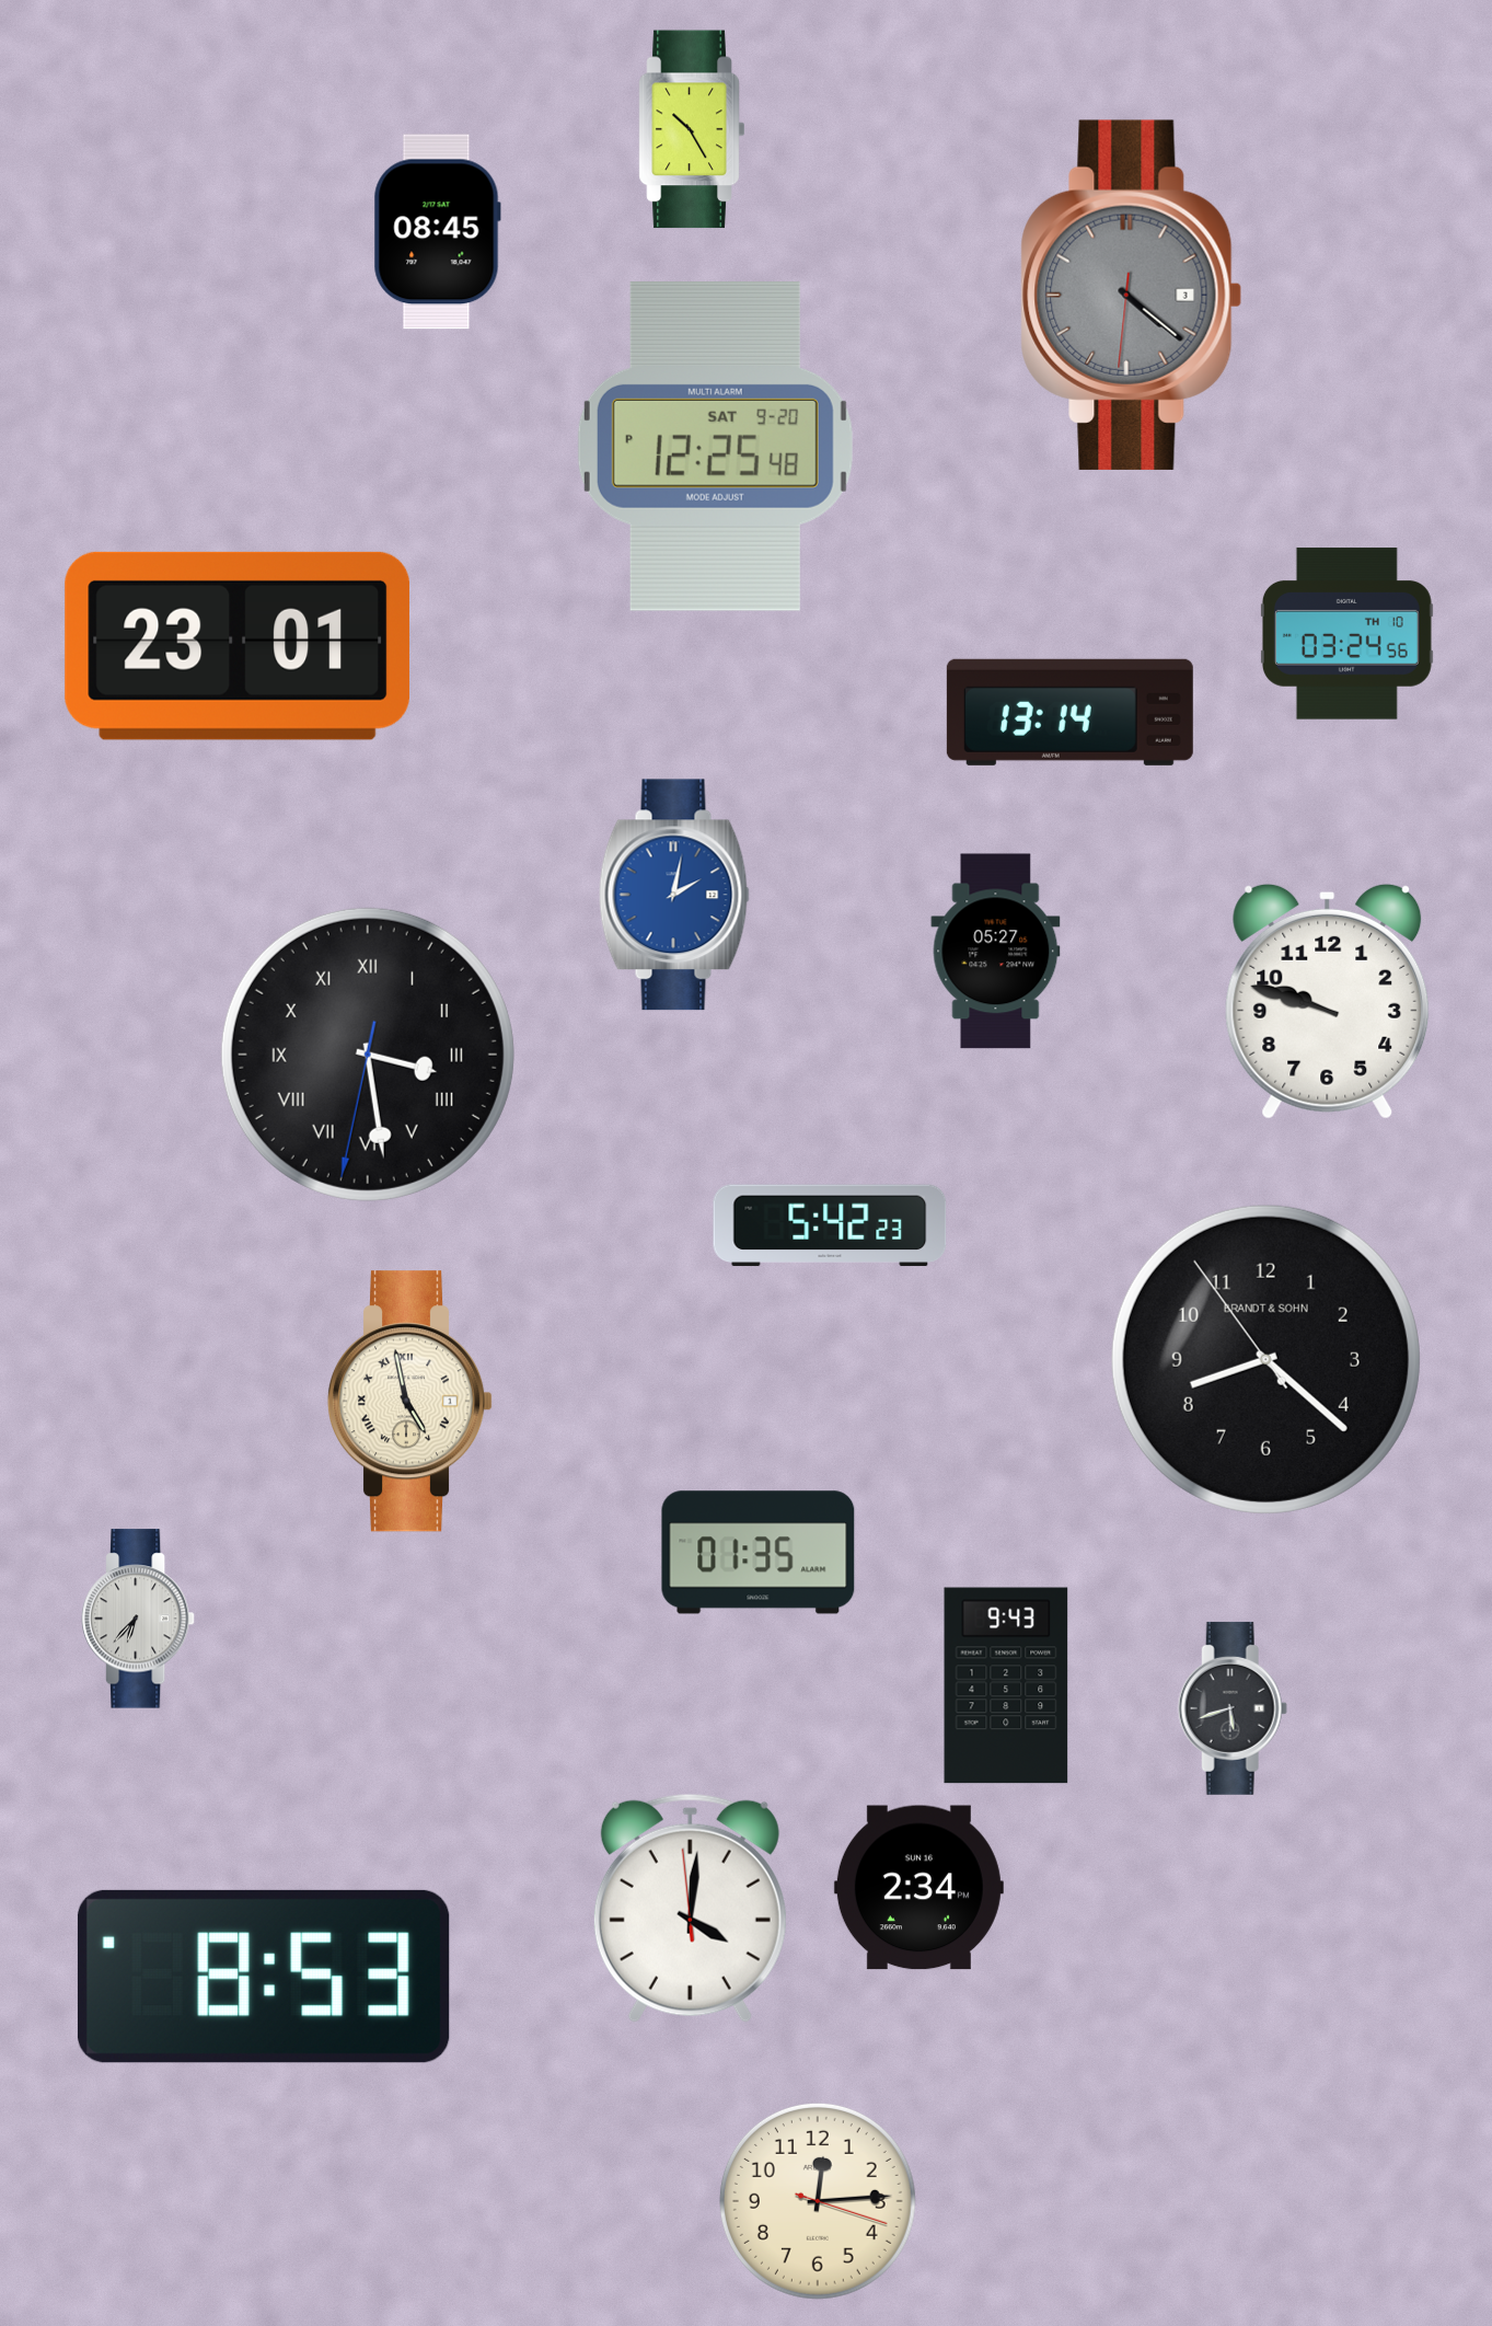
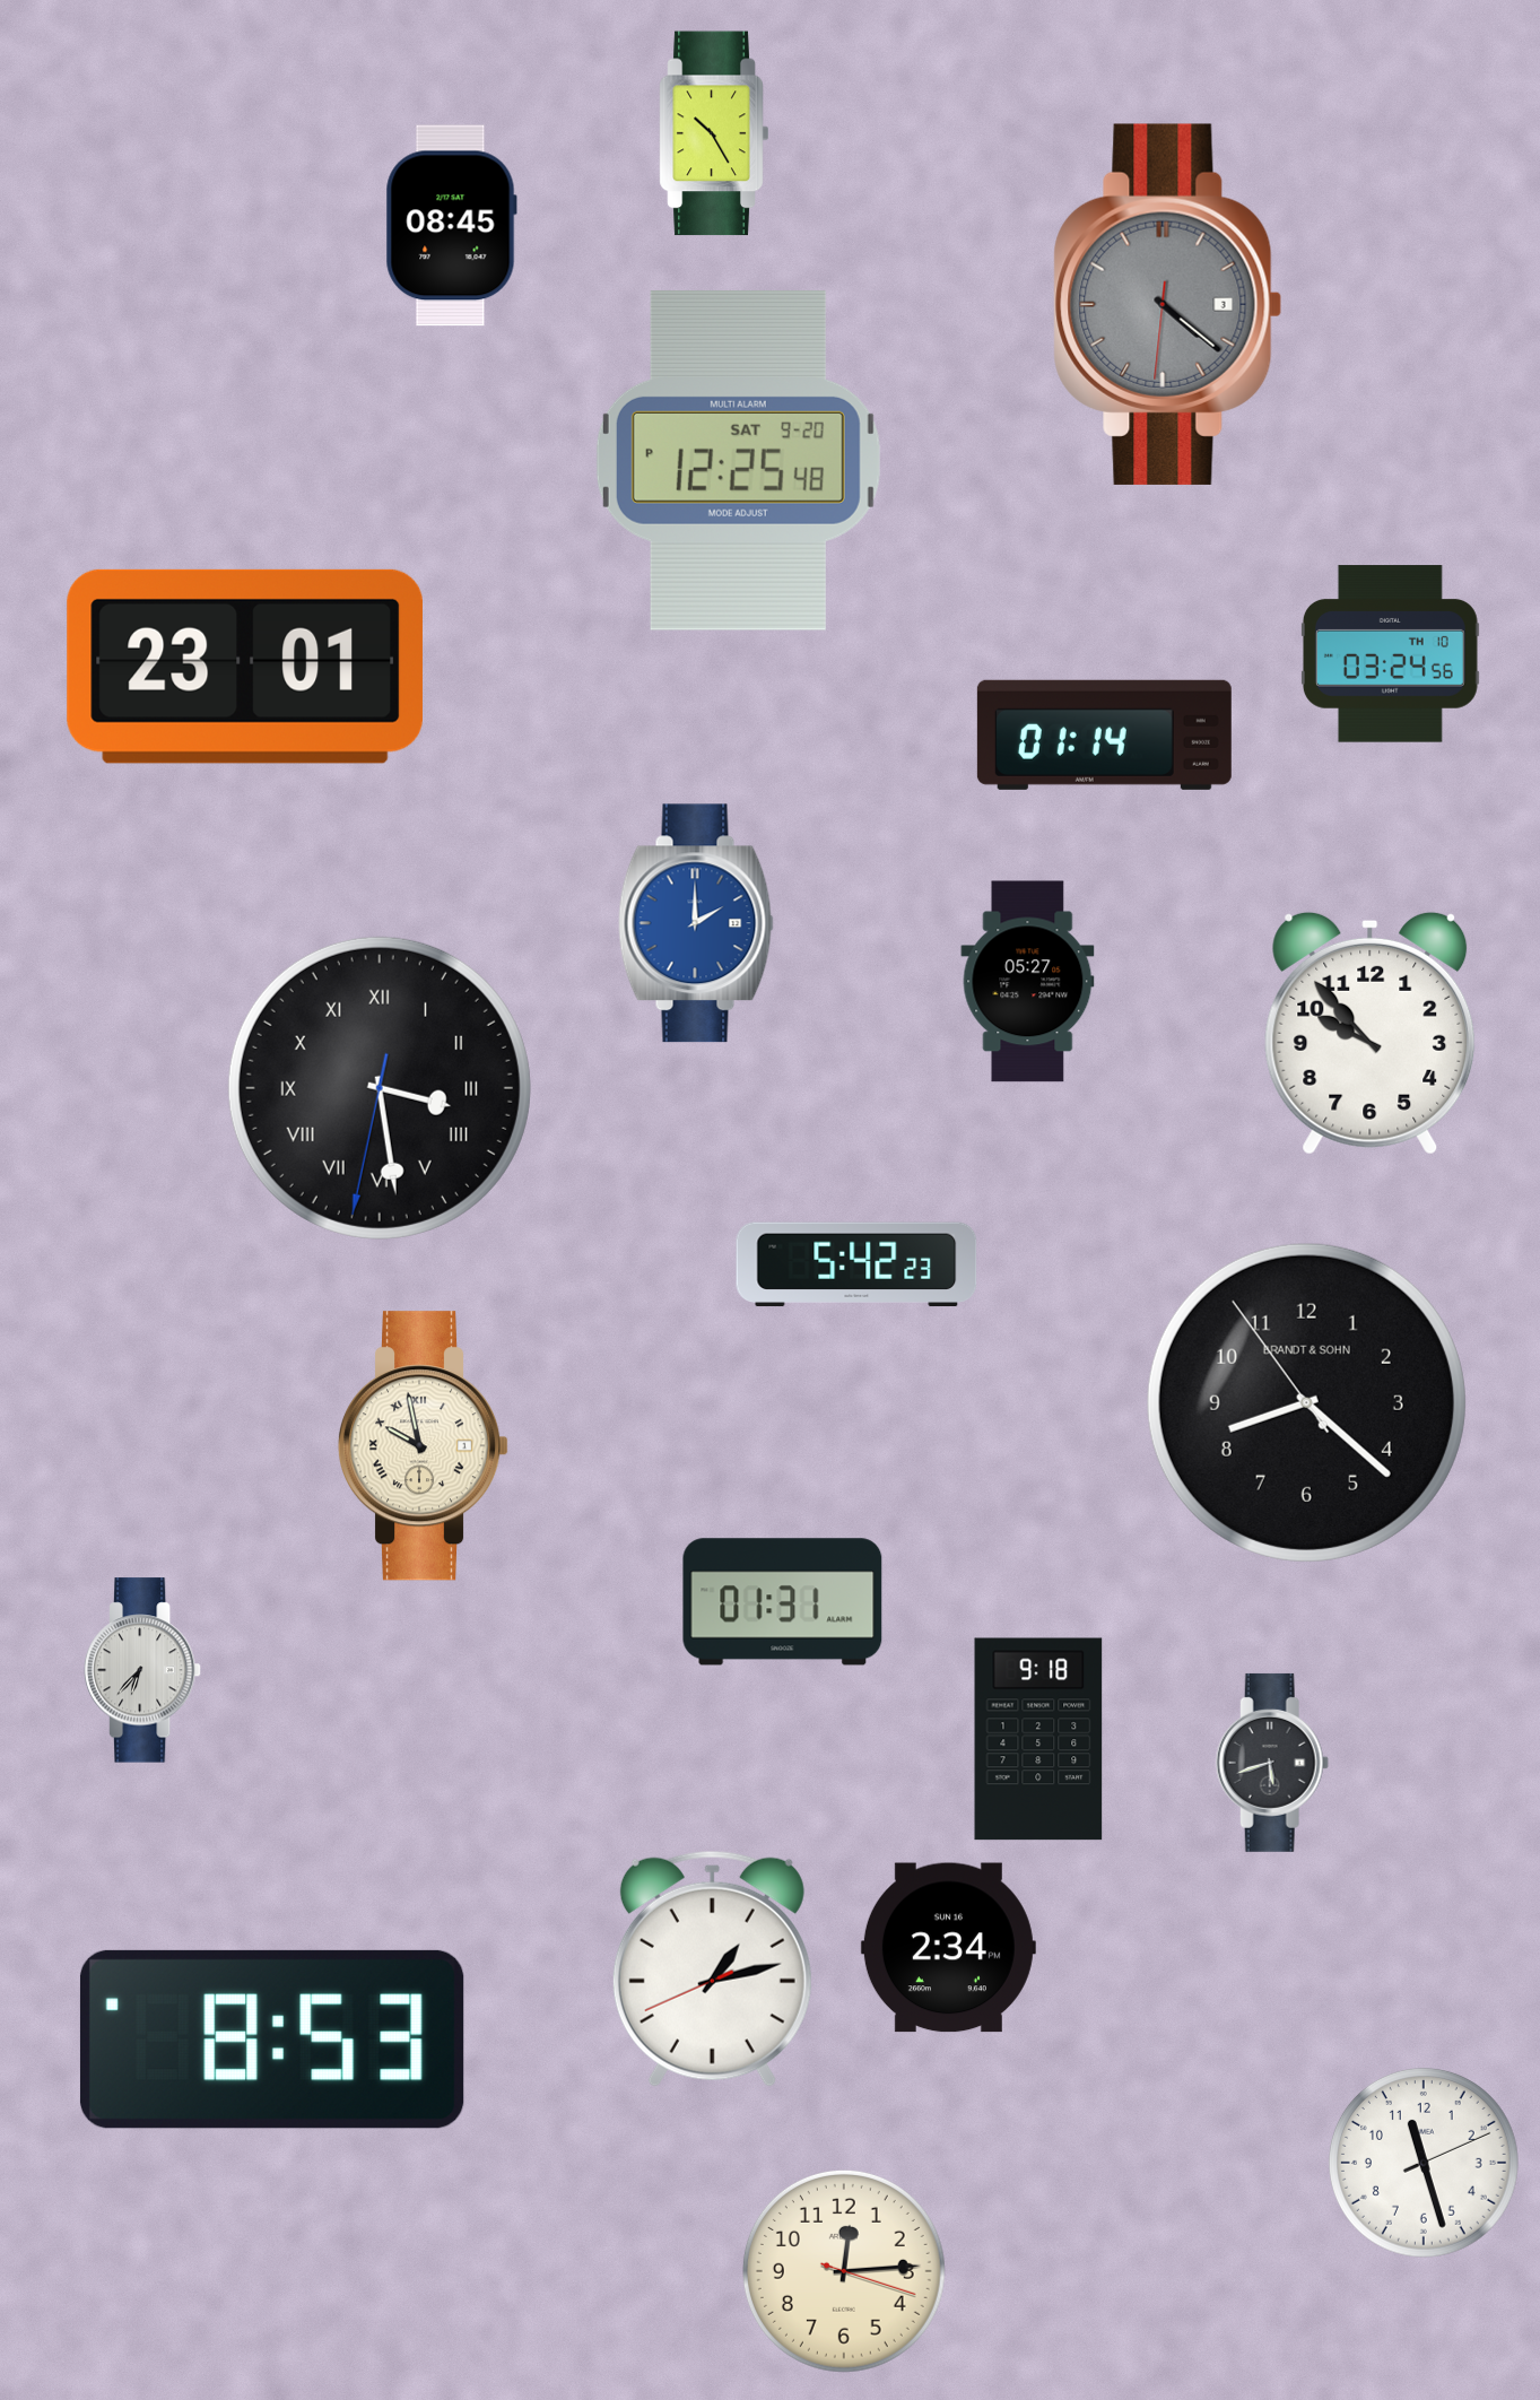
clock at (437, 232) position: (437, 232) -> (451, 226)
clock at (1069, 712): 13:14 -> 01:14
clock at (674, 895): 2:02 -> 2:00
clock at (1328, 1001): 9:48 -> 9:53
clock at (410, 1402): 4:58 -> 9:58
clock at (759, 1553): 01:35 -> 01:31
clock at (1006, 1685): 9:43 -> 9:18
clock at (690, 1908): 4:00 -> 1:12
clock at (1424, 2163): none -> 11:27
